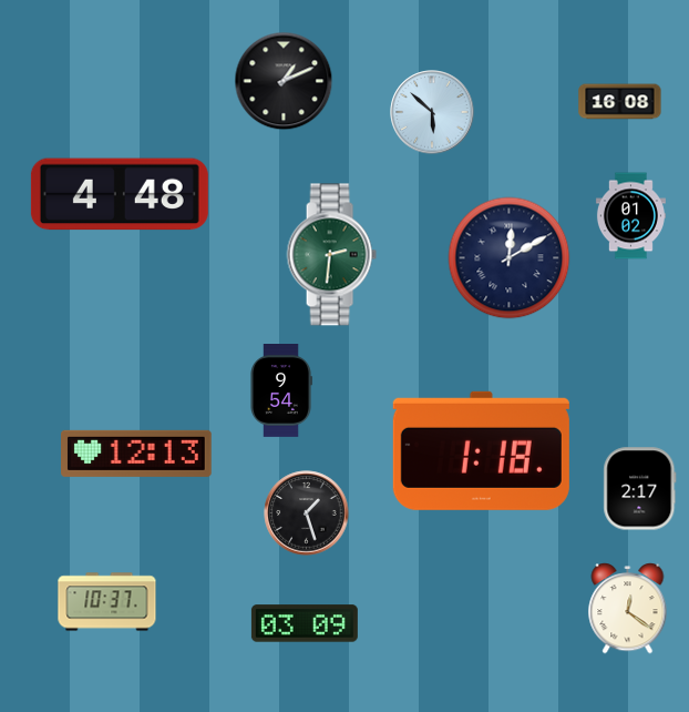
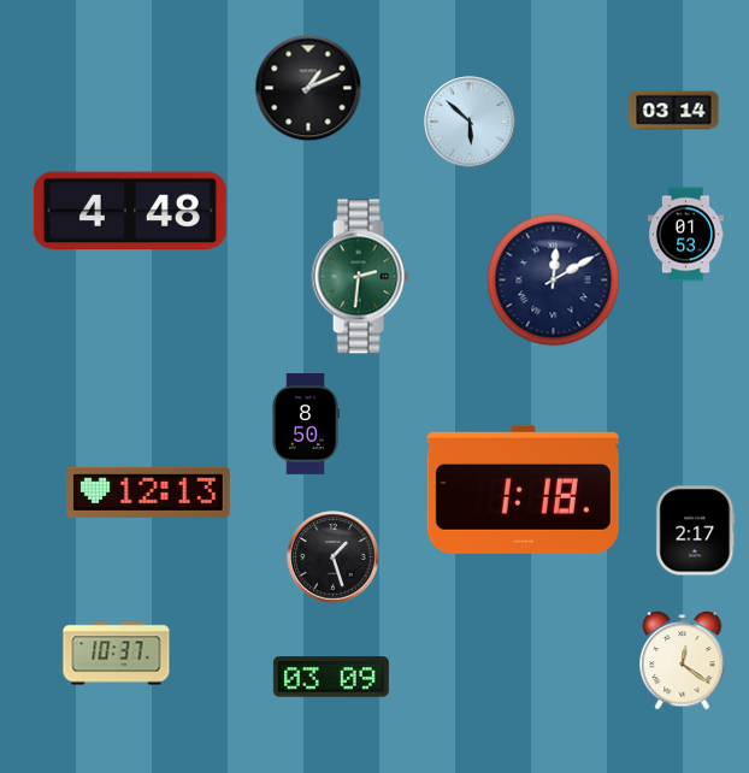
clock at (620, 102): 16:08 -> 03:14
clock at (630, 216): 01:02 -> 01:53
clock at (281, 391): 9:54 -> 8:50
